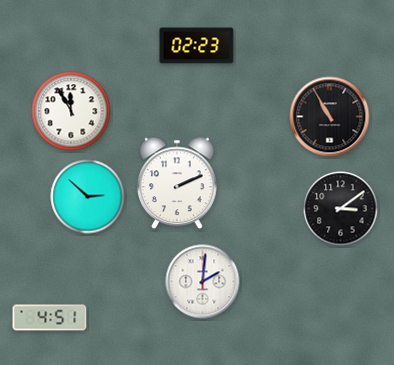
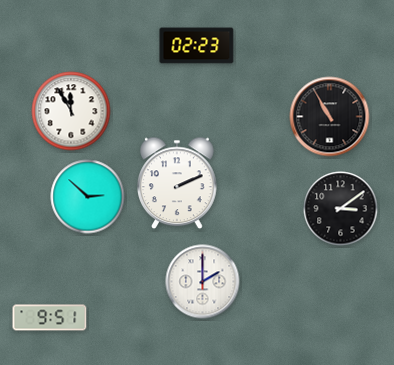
clock at (203, 282): 2:01 -> 2:00
clock at (50, 318): 4:51 -> 9:51
